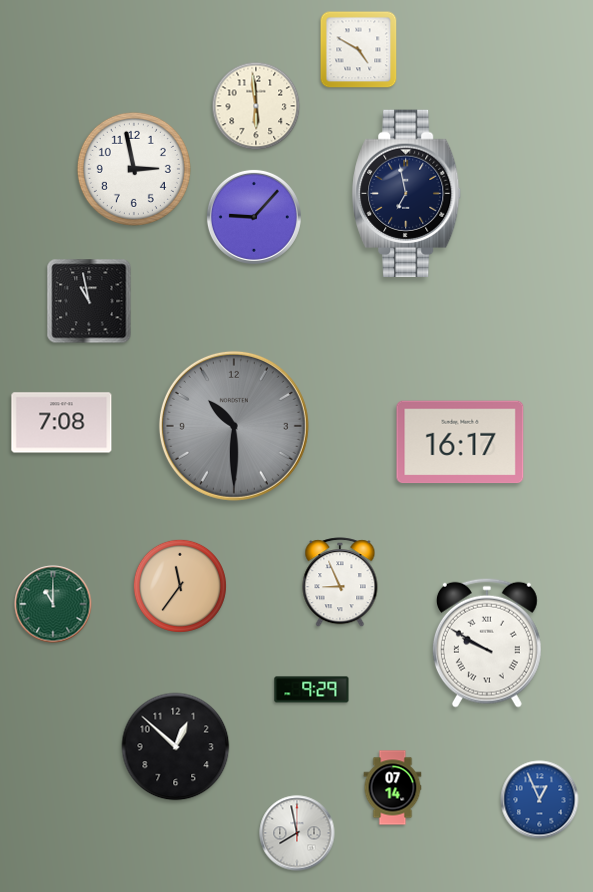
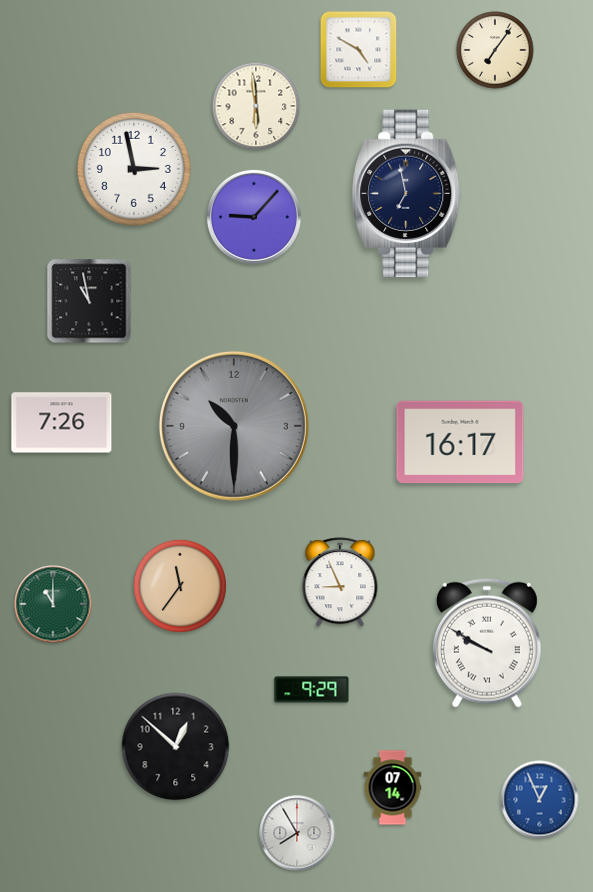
clock at (495, 50): none -> 7:06
clock at (62, 423): 7:08 -> 7:26
clock at (297, 833): 7:58 -> 7:55
